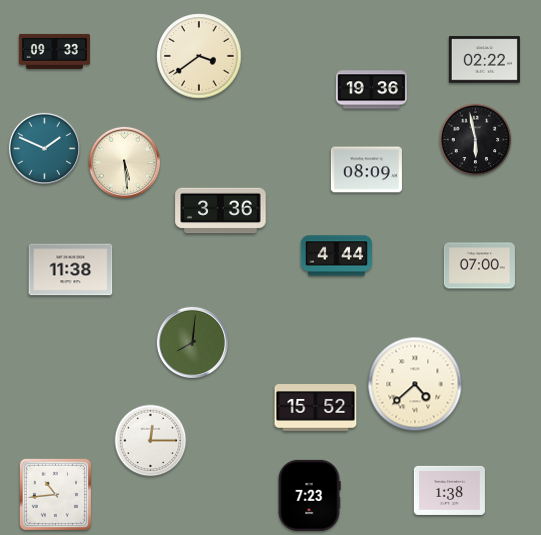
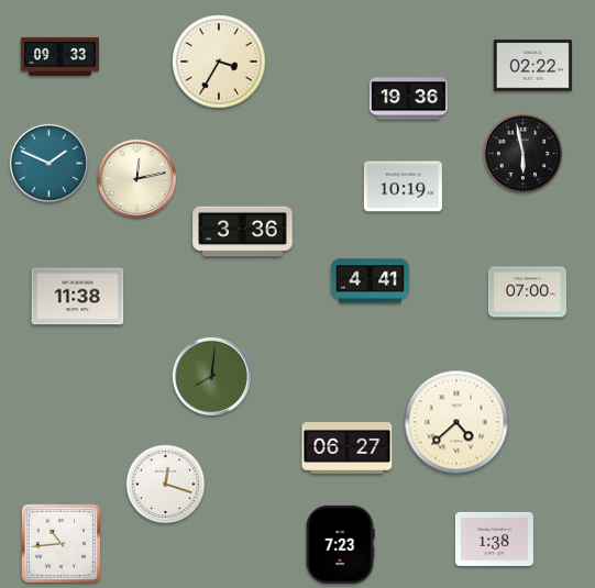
clock at (199, 56): 3:39 -> 3:35
clock at (124, 162): 5:29 -> 12:13
clock at (366, 170): 08:09 -> 10:19
clock at (336, 256): 4:44 -> 4:41
clock at (316, 408): 15:52 -> 06:27
clock at (151, 441): 12:15 -> 12:18
